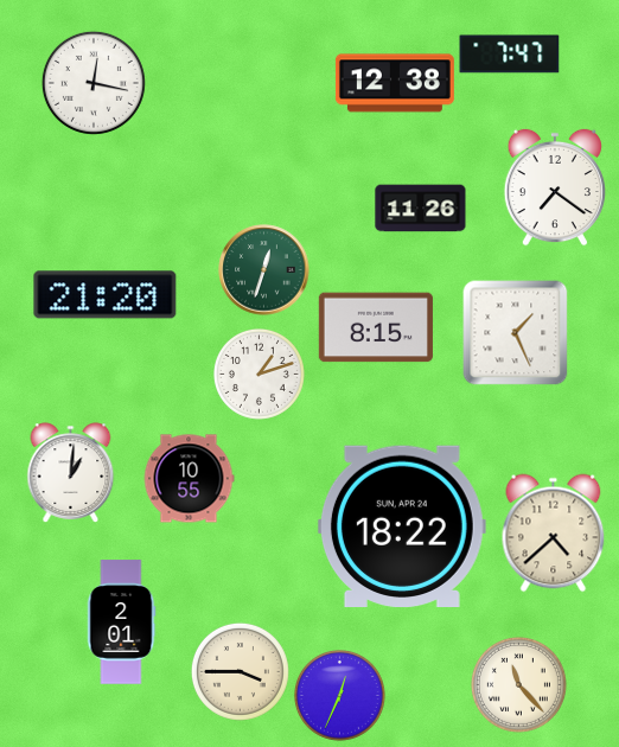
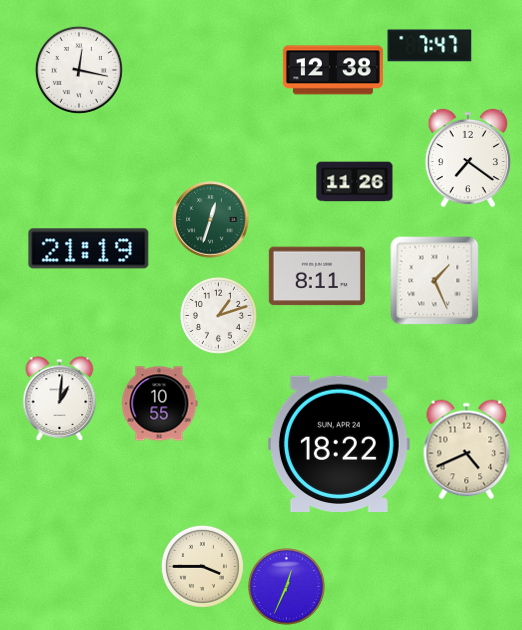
clock at (421, 209) position: (421, 209) -> (355, 182)
clock at (264, 270) position: (264, 270) -> (211, 220)
clock at (106, 295): 21:20 -> 21:19
clock at (376, 327): 8:15 -> 8:11
clock at (554, 534): 4:38 -> 4:41
clock at (121, 622): 2:01 -> none
clock at (518, 684): 11:23 -> none
